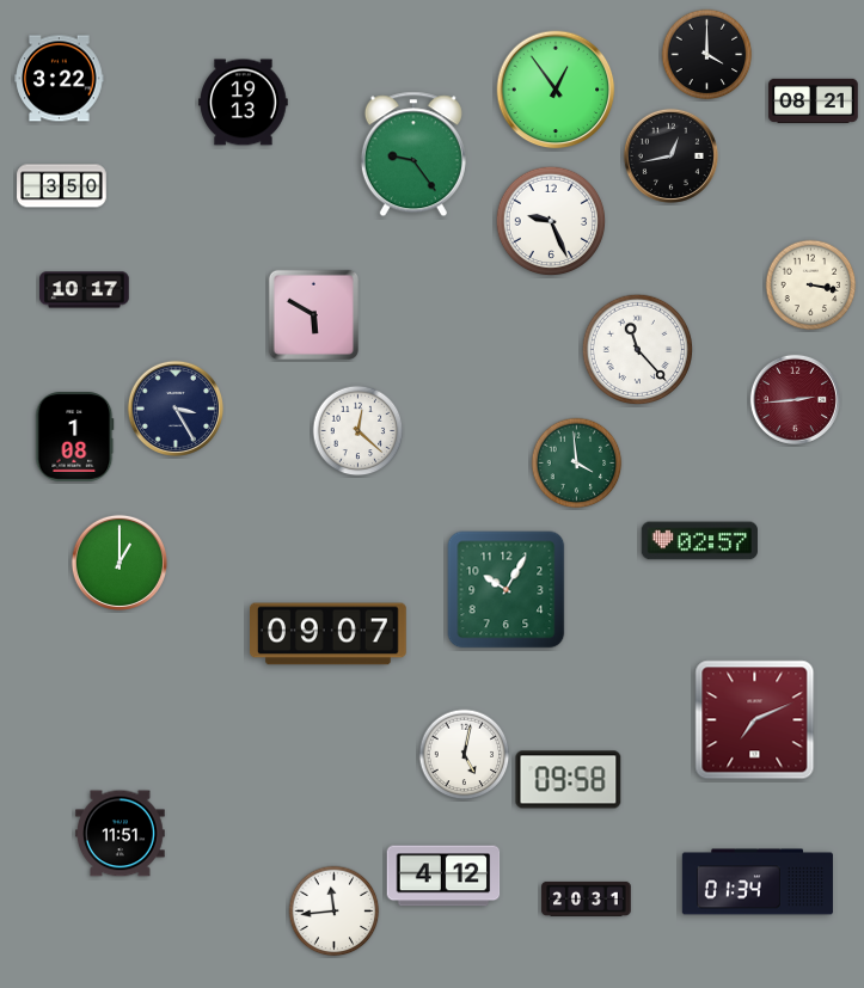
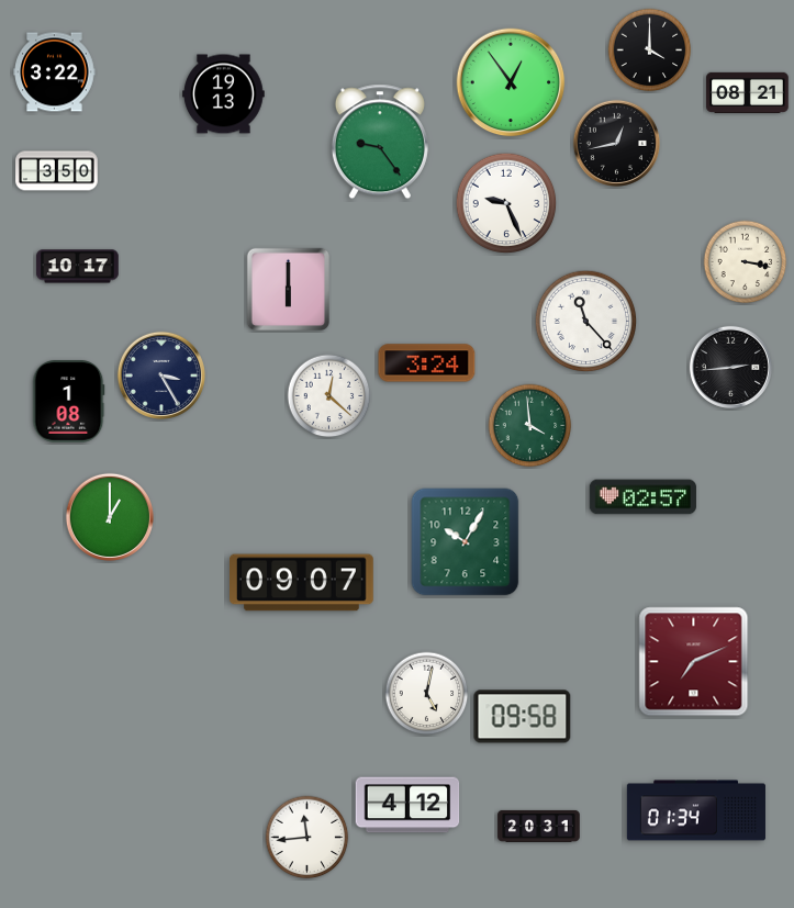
clock at (313, 314): 5:50 -> 6:00
clock at (427, 363): none -> 3:24
clock at (795, 399) dial: burgundy -> black
clock at (121, 834): 11:51 -> none
